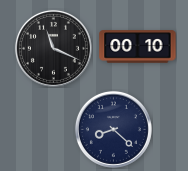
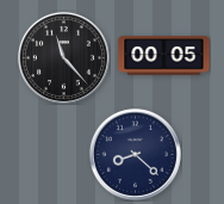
clock at (138, 47): 00:10 -> 00:05
clock at (53, 48): 11:19 -> 11:23
